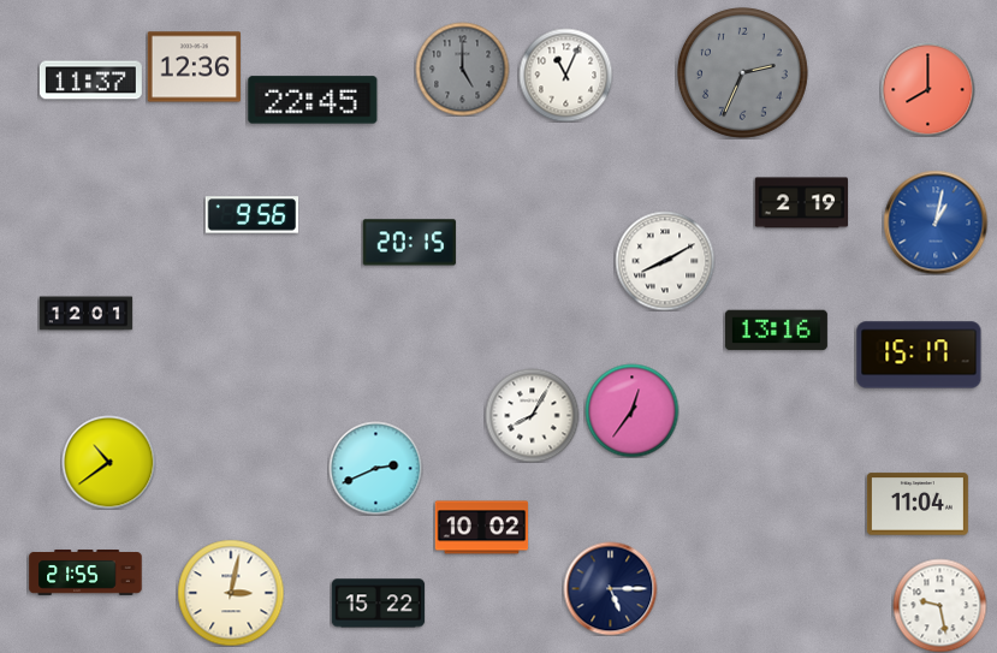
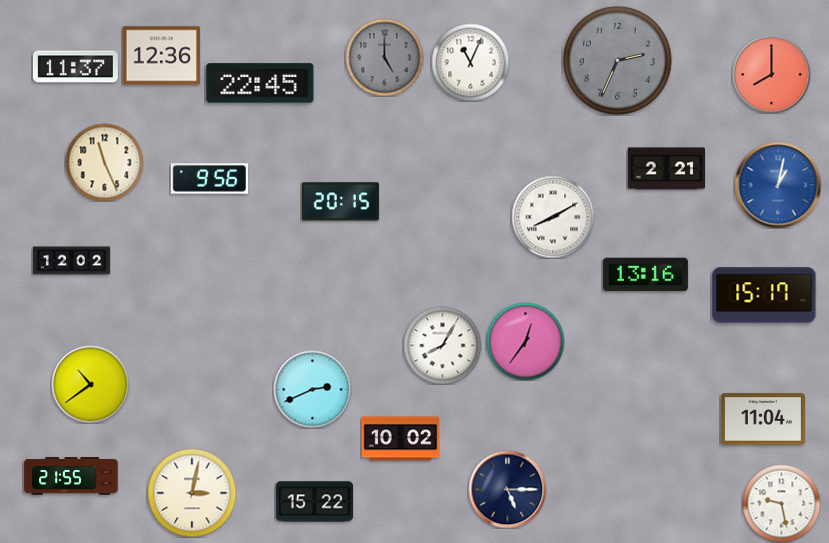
clock at (104, 162): none -> 11:26
clock at (801, 203): 2:19 -> 2:21
clock at (85, 314): 12:01 -> 12:02
